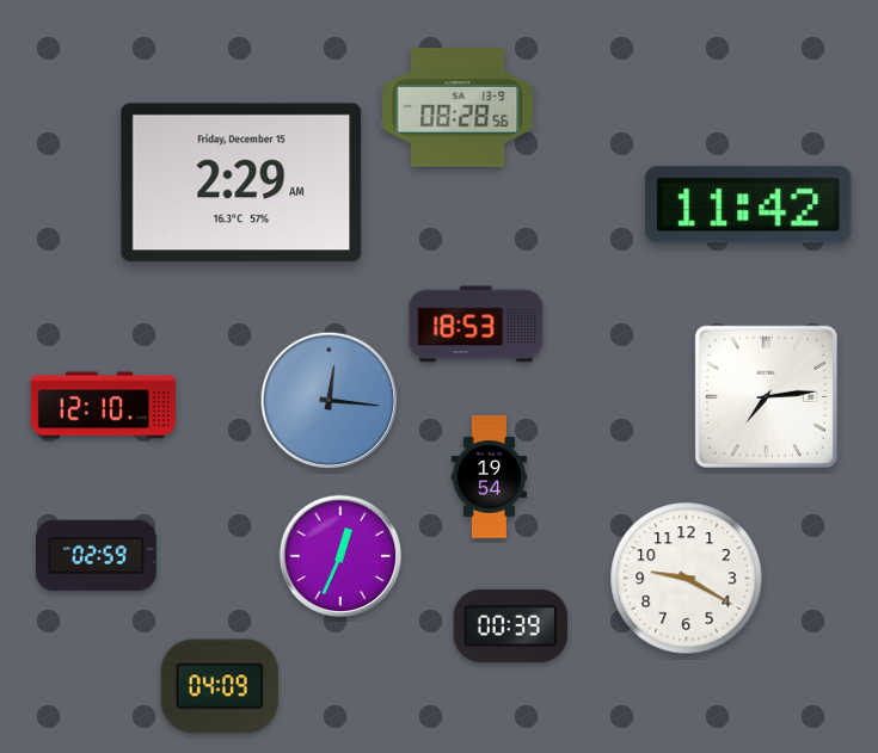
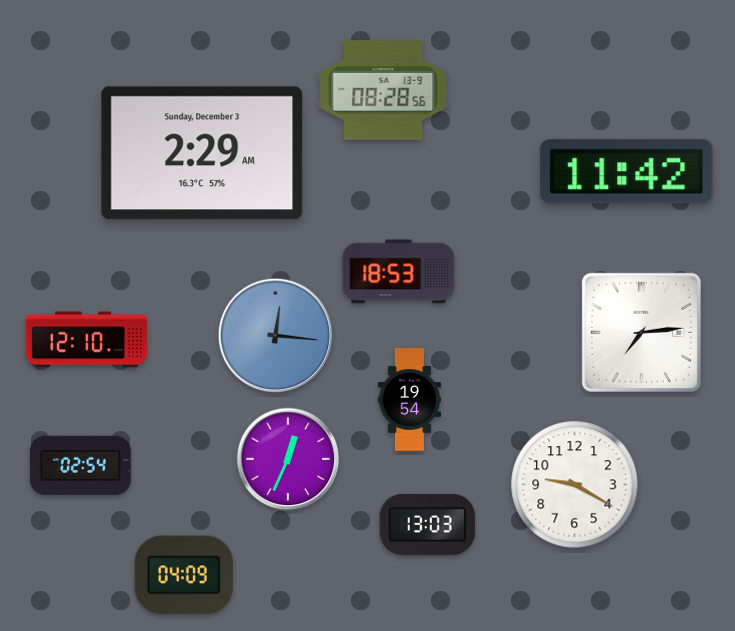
clock at (241, 183) date: Friday, December 15 -> Sunday, December 3
clock at (96, 556): 02:59 -> 02:54
clock at (340, 556) position: (340, 556) -> (288, 459)
clock at (511, 625): 00:39 -> 13:03
